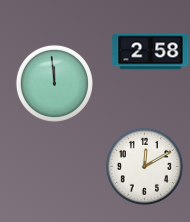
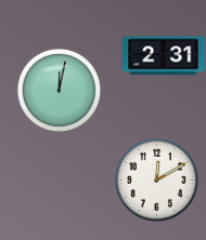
clock at (151, 52): 2:58 -> 2:31
clock at (54, 83): 11:59 -> 12:02
